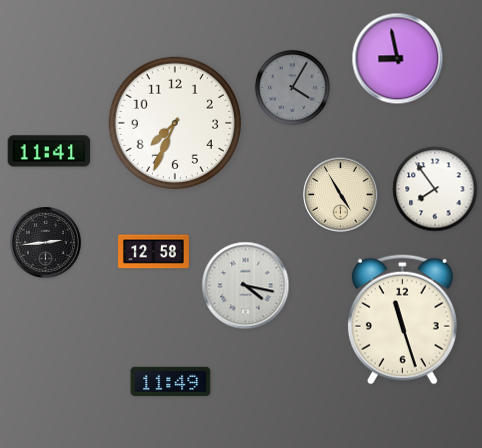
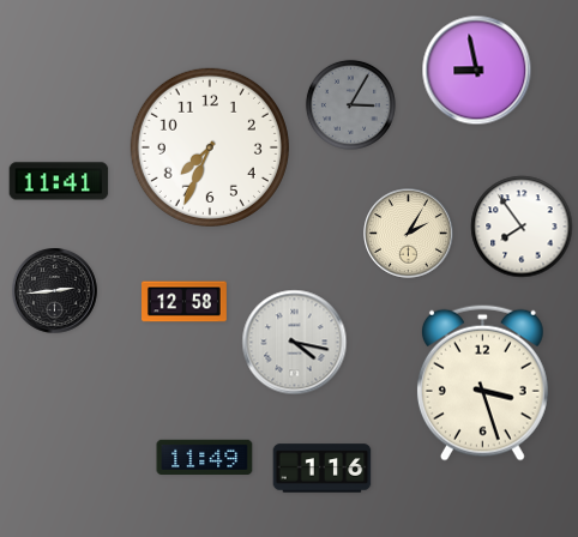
clock at (292, 87): 4:05 -> 3:05
clock at (341, 195): 4:55 -> 2:05
clock at (402, 319): 11:27 -> 3:27
clock at (323, 469): none -> 1:16
